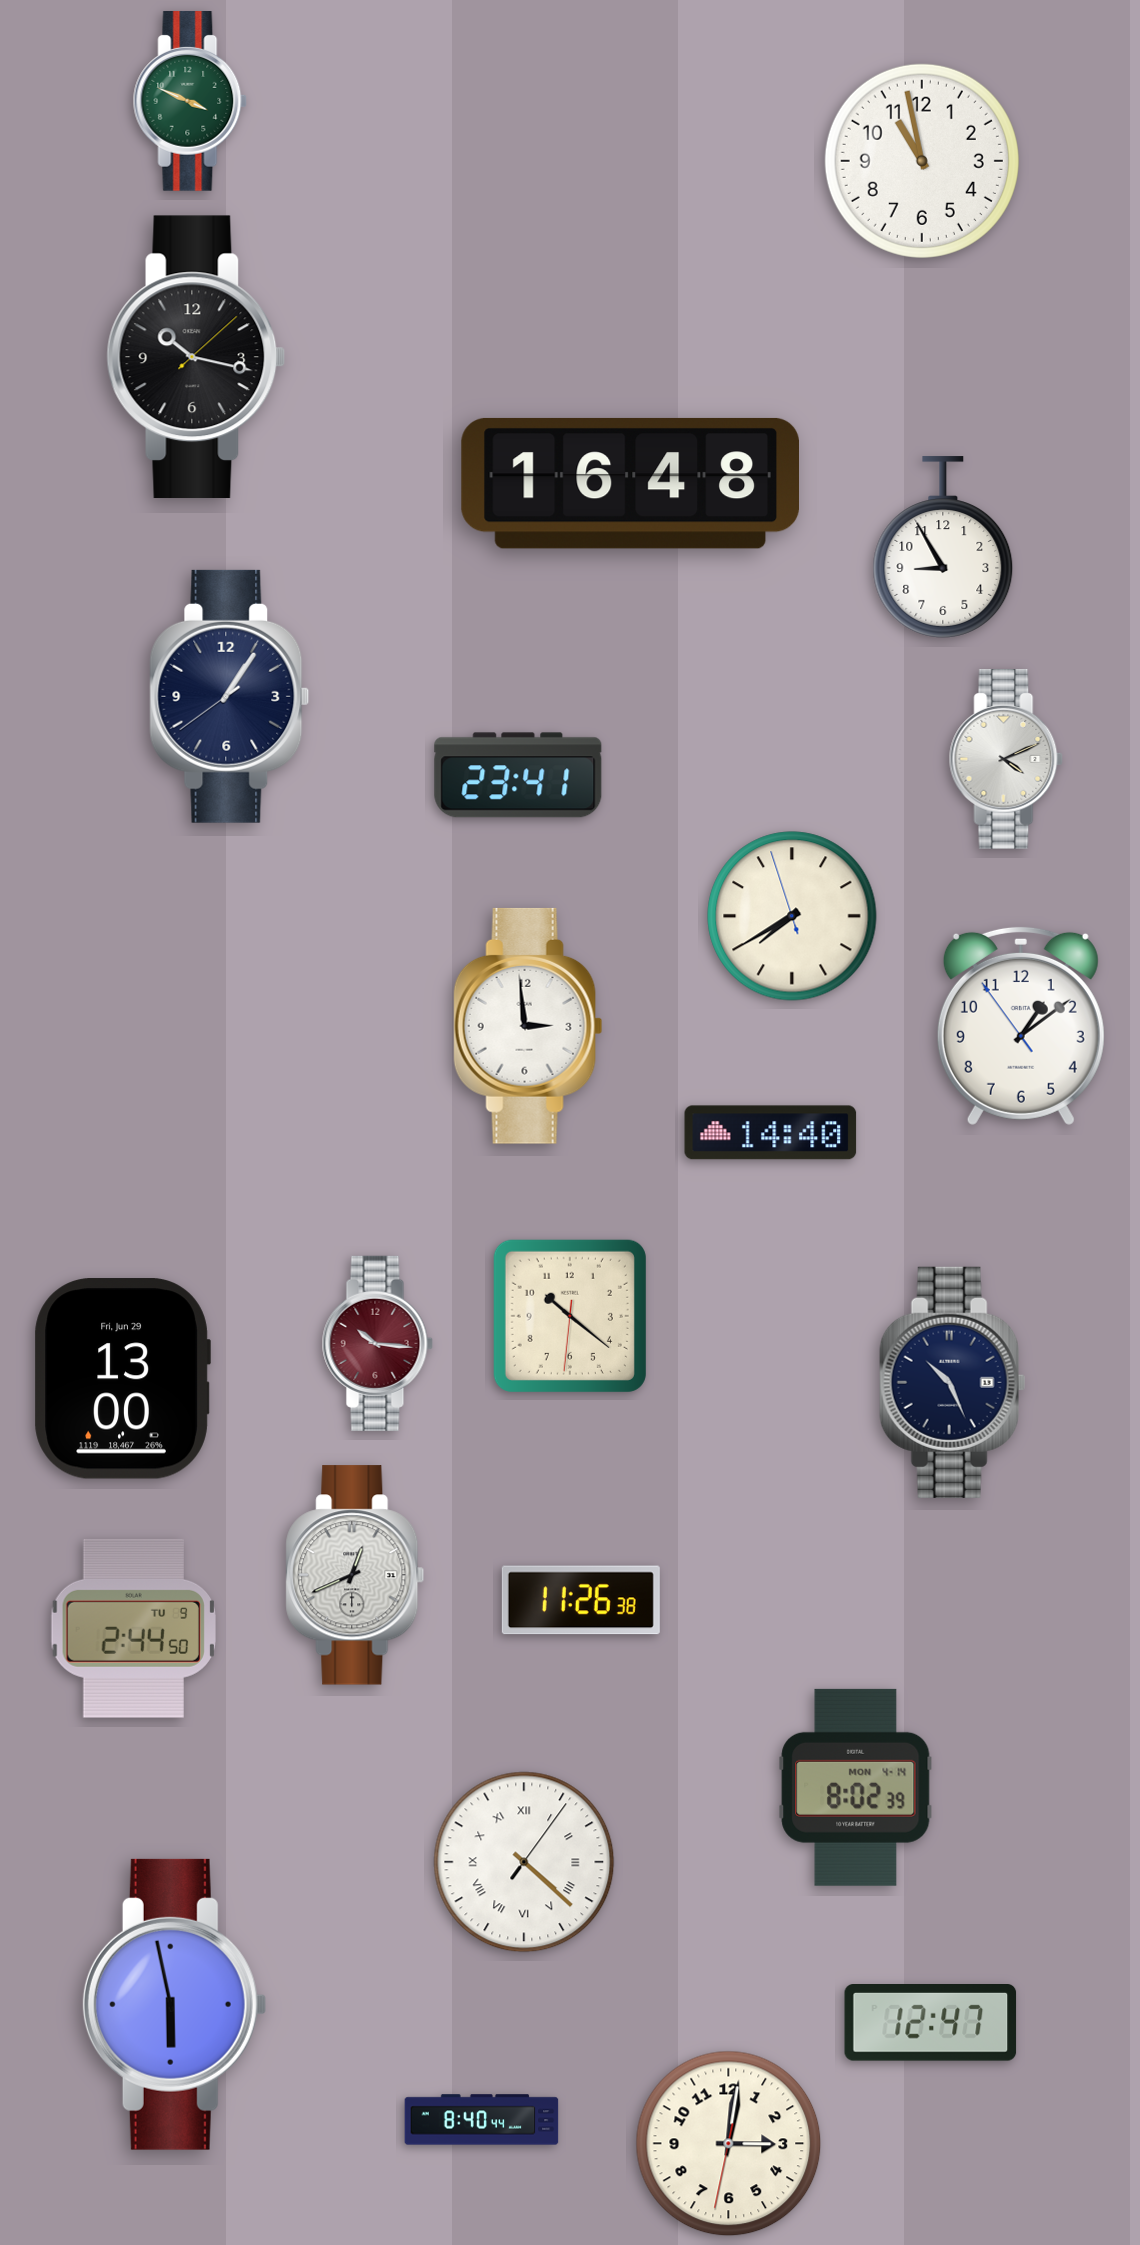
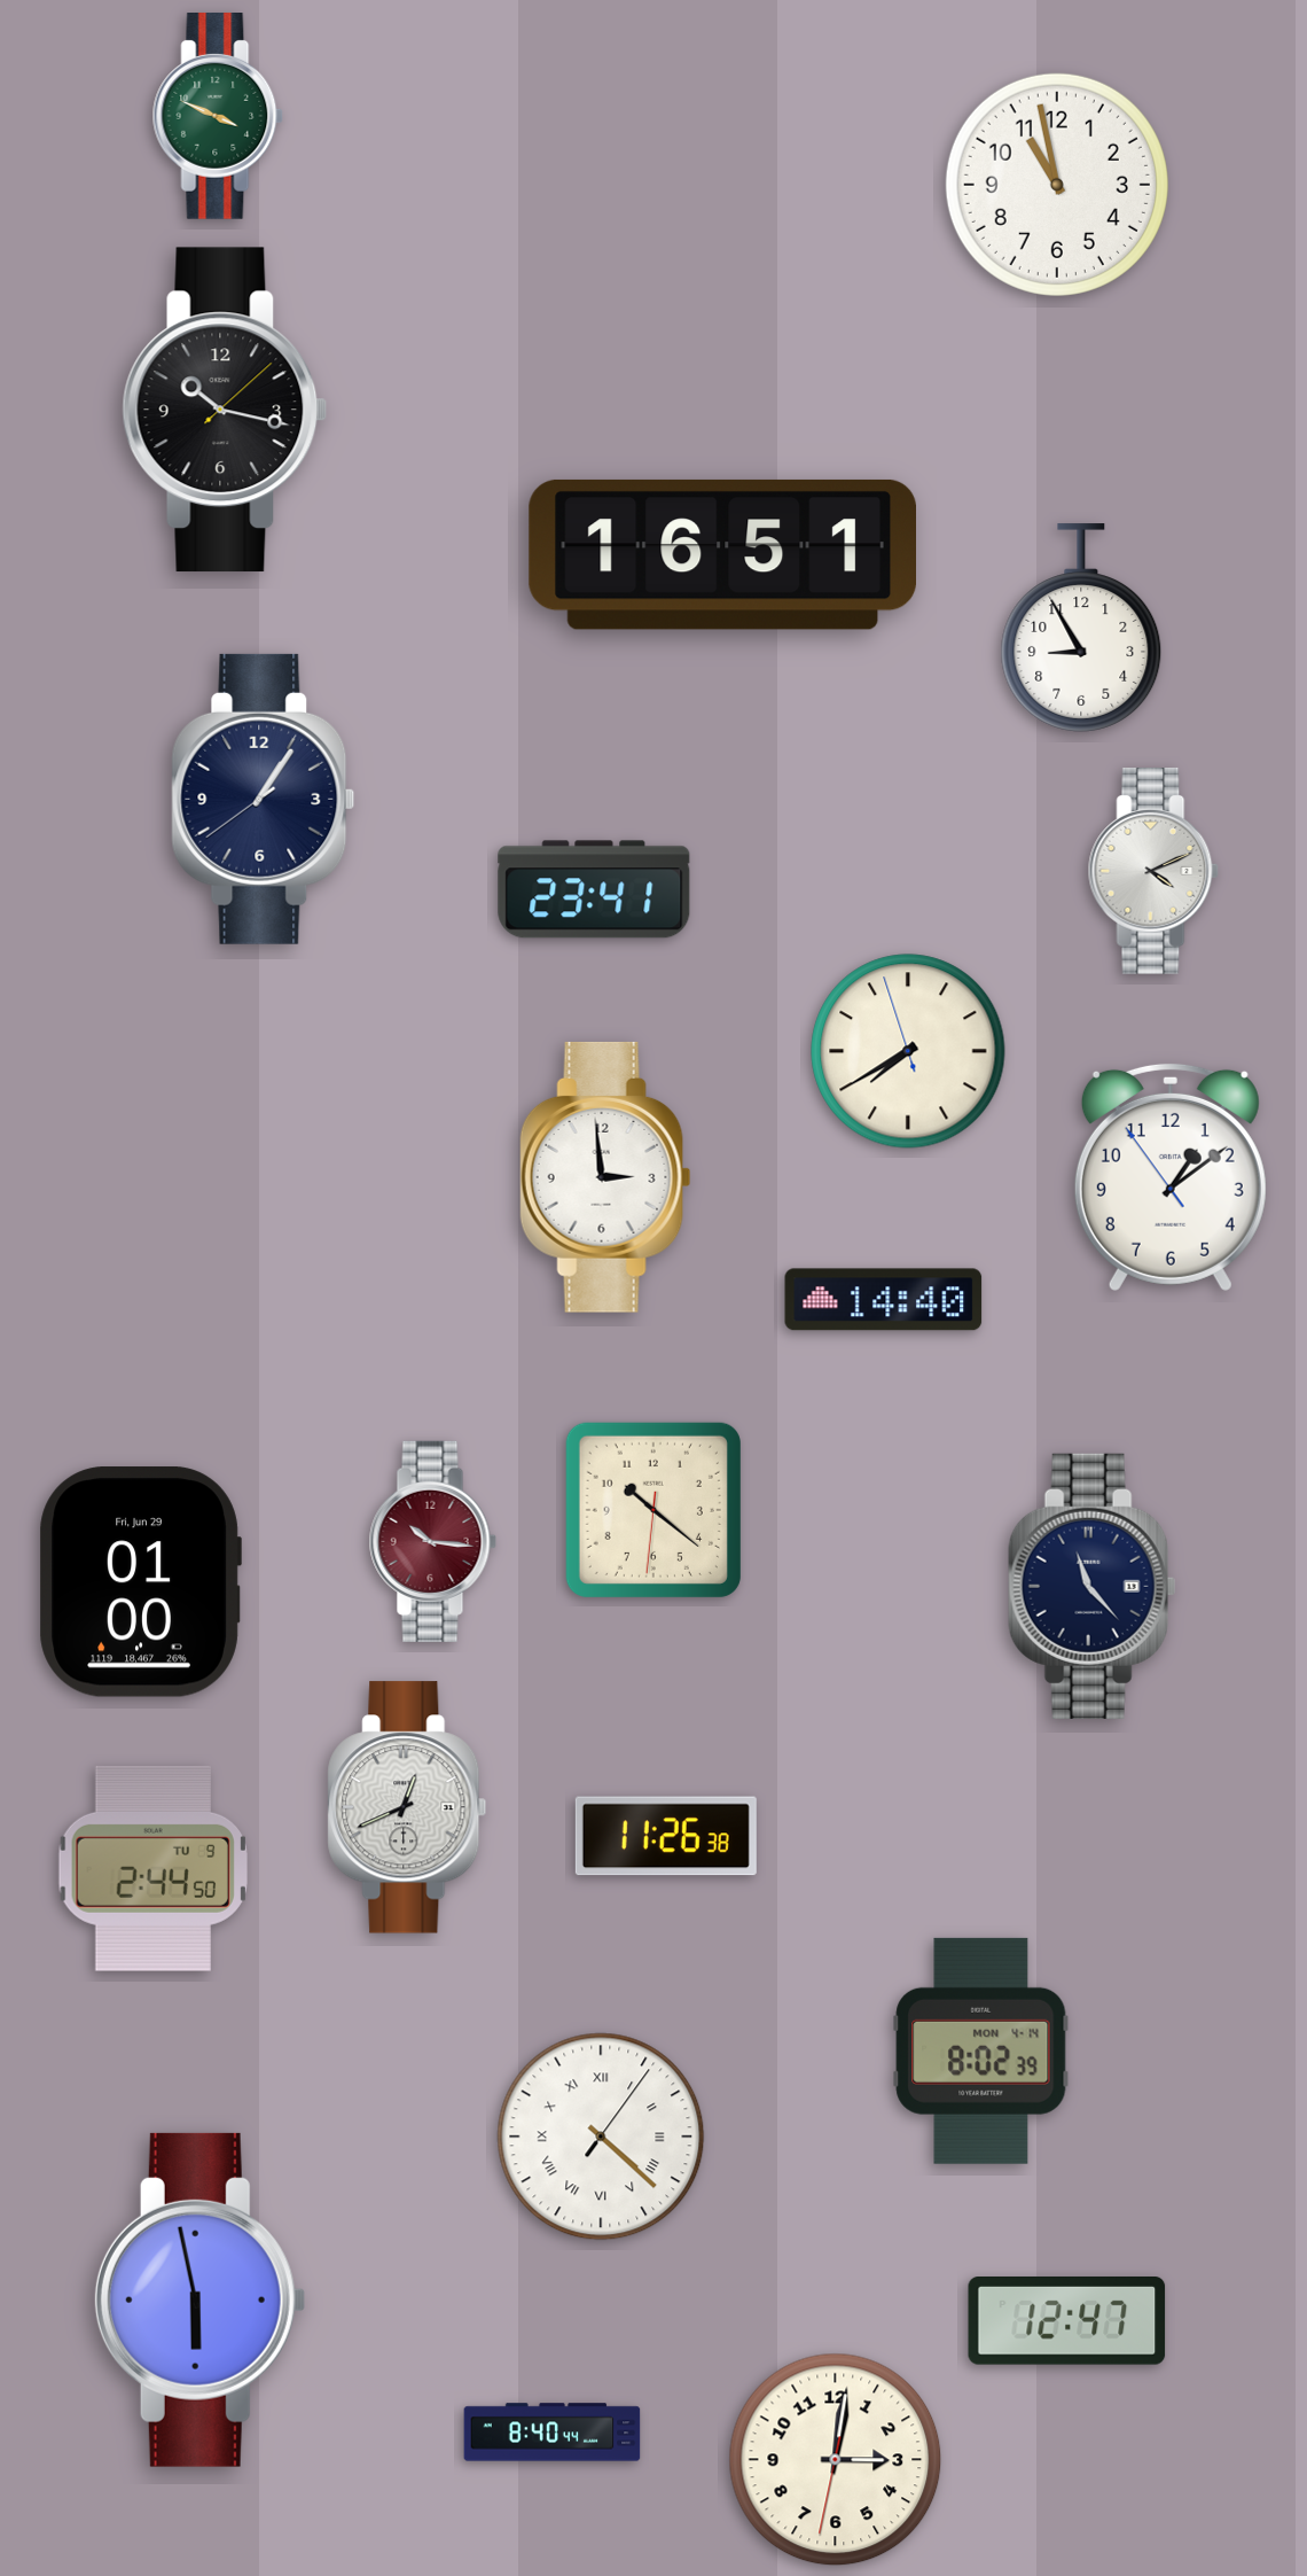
clock at (630, 483): 16:48 -> 16:51
clock at (122, 1379): 13:00 -> 01:00
clock at (953, 1382): 10:26 -> 11:23
